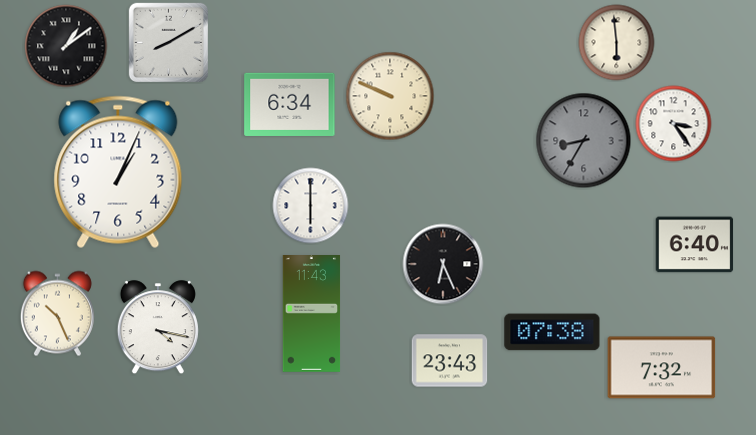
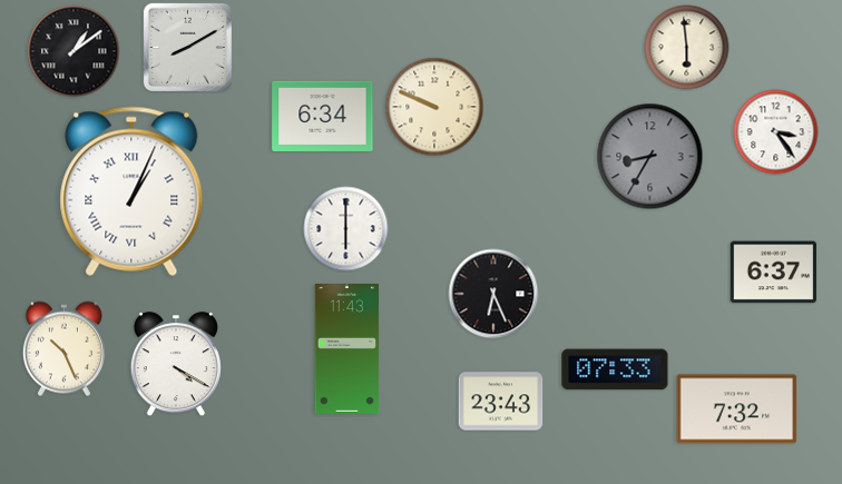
clock at (674, 124) position: (674, 124) -> (776, 132)
clock at (118, 172) numerals: Arabic -> Roman
clock at (695, 245): 6:40 -> 6:37
clock at (158, 328): 4:17 -> 4:20
clock at (552, 332): 07:38 -> 07:33
